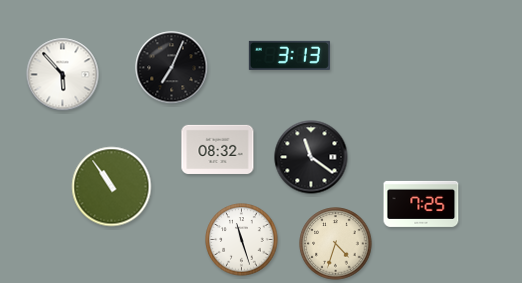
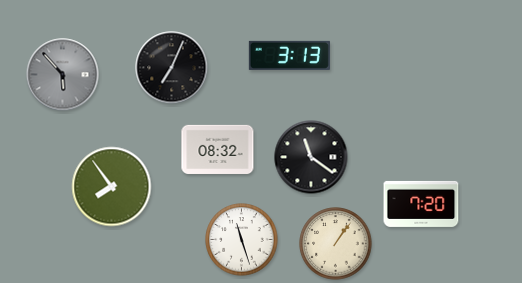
clock at (63, 75) dial: white -> grey
clock at (112, 187): 10:54 -> 7:54
clock at (421, 204): 7:25 -> 7:20
clock at (336, 244): 4:33 -> 1:06
